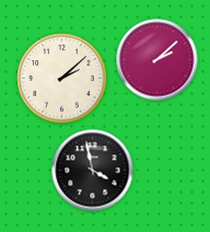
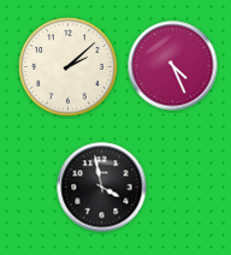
clock at (157, 60): 2:08 -> 4:26
clock at (62, 79) position: (62, 79) -> (69, 67)
